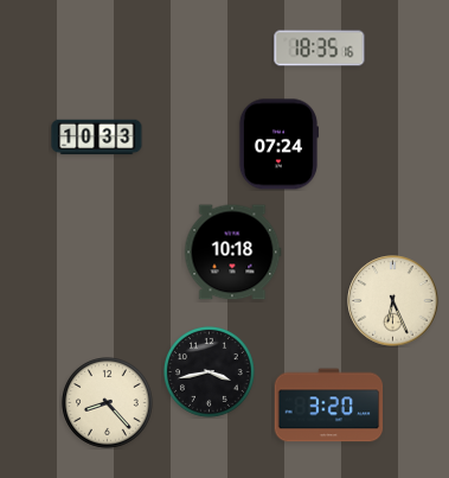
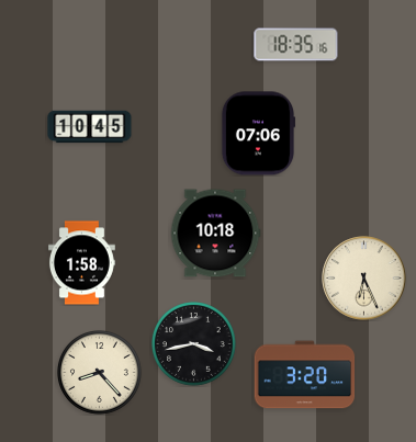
clock at (97, 138): 10:33 -> 10:45
clock at (277, 145): 07:24 -> 07:06
clock at (82, 263): none -> 1:58
